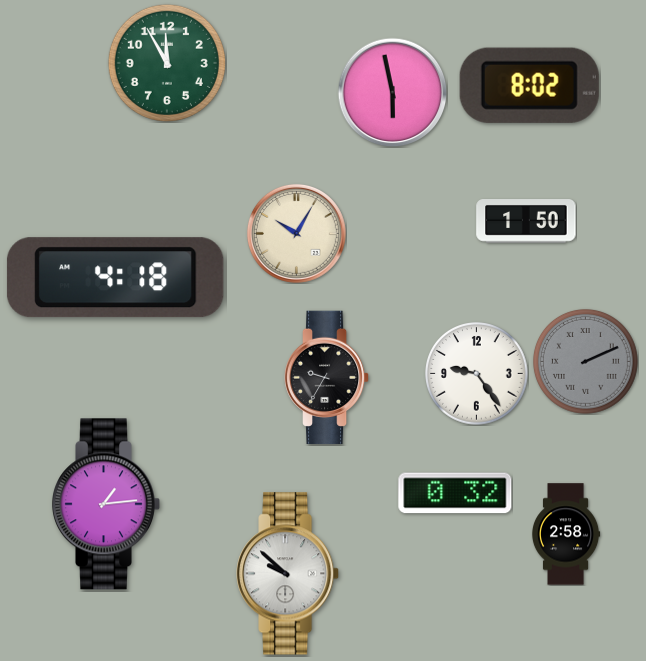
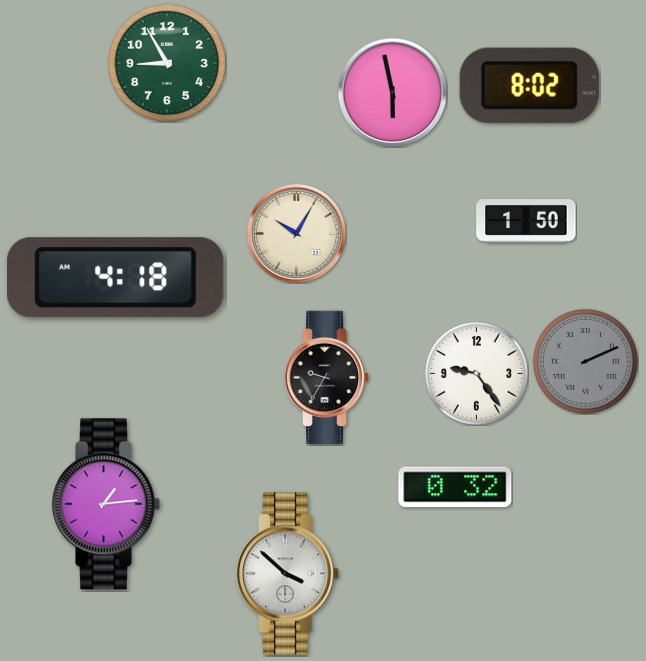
clock at (167, 63): 11:55 -> 8:55
clock at (455, 493) position: (455, 493) -> (455, 487)
clock at (566, 534): 2:58 -> none
clock at (288, 574): 9:52 -> 3:52
